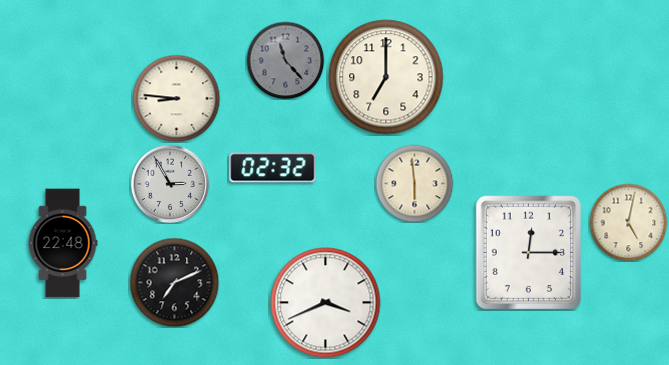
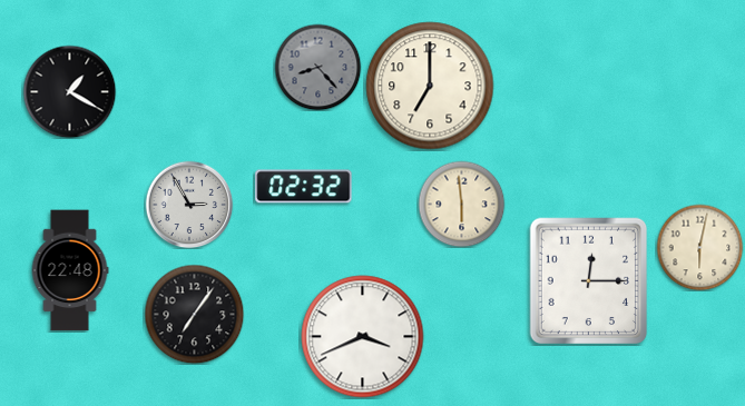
clock at (285, 60): 11:23 -> 8:23
clock at (69, 91): none -> 1:20
clock at (176, 98): 8:46 -> none
clock at (628, 222): 5:02 -> 6:02
clock at (174, 282): 7:11 -> 7:06
